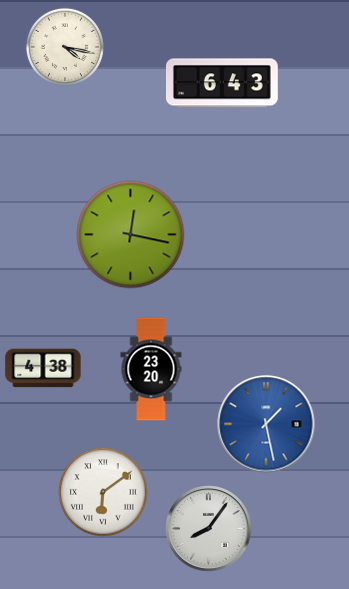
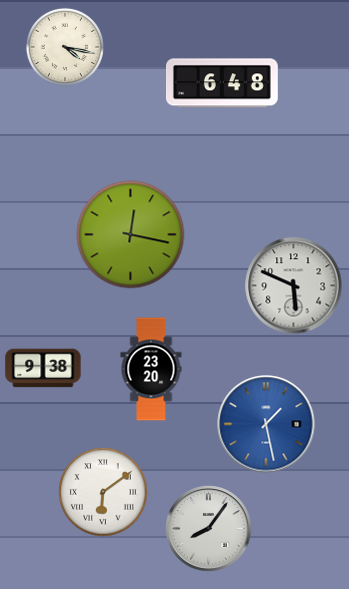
clock at (223, 83): 6:43 -> 6:48
clock at (294, 286): none -> 5:49
clock at (43, 368): 4:38 -> 9:38
